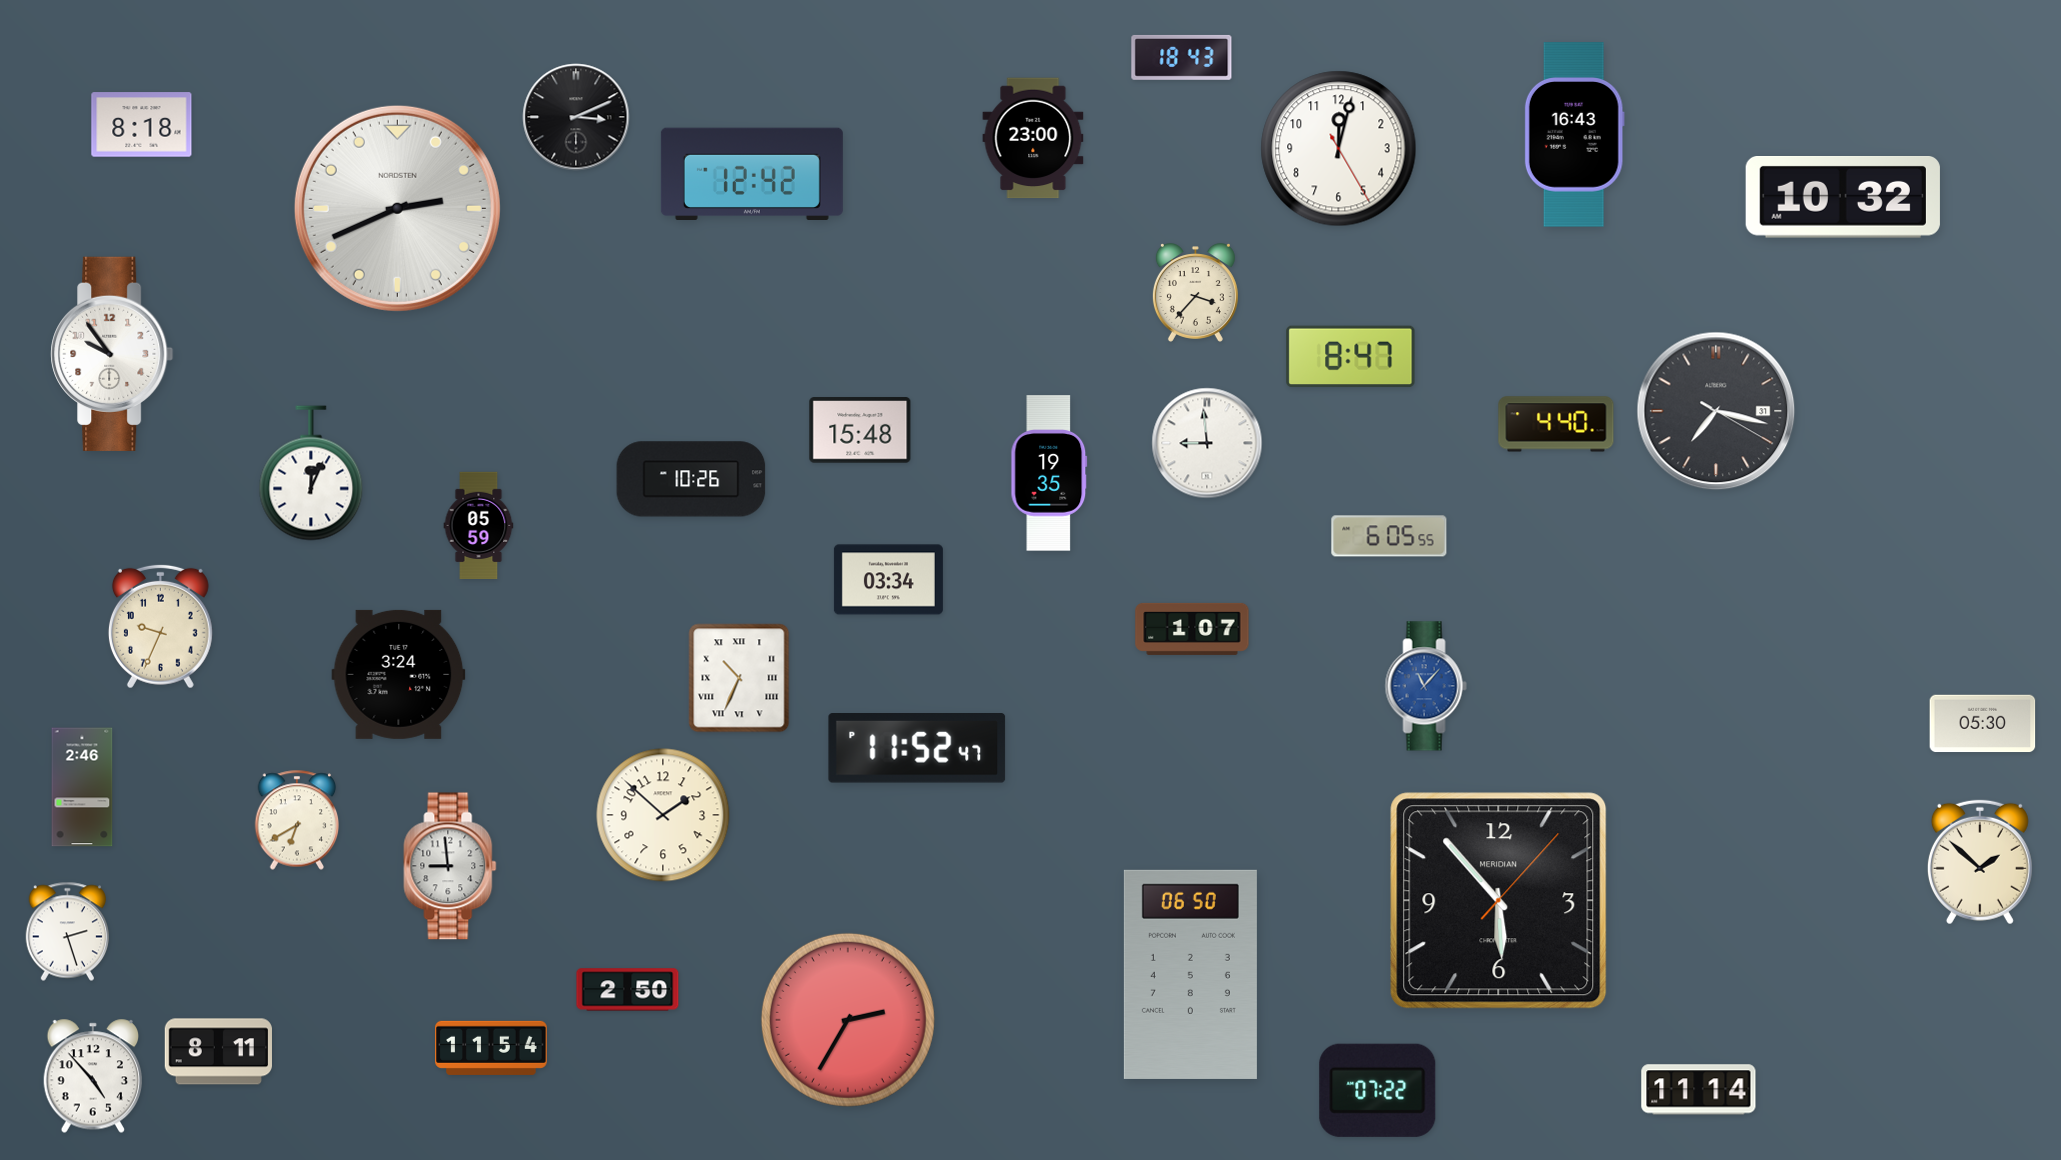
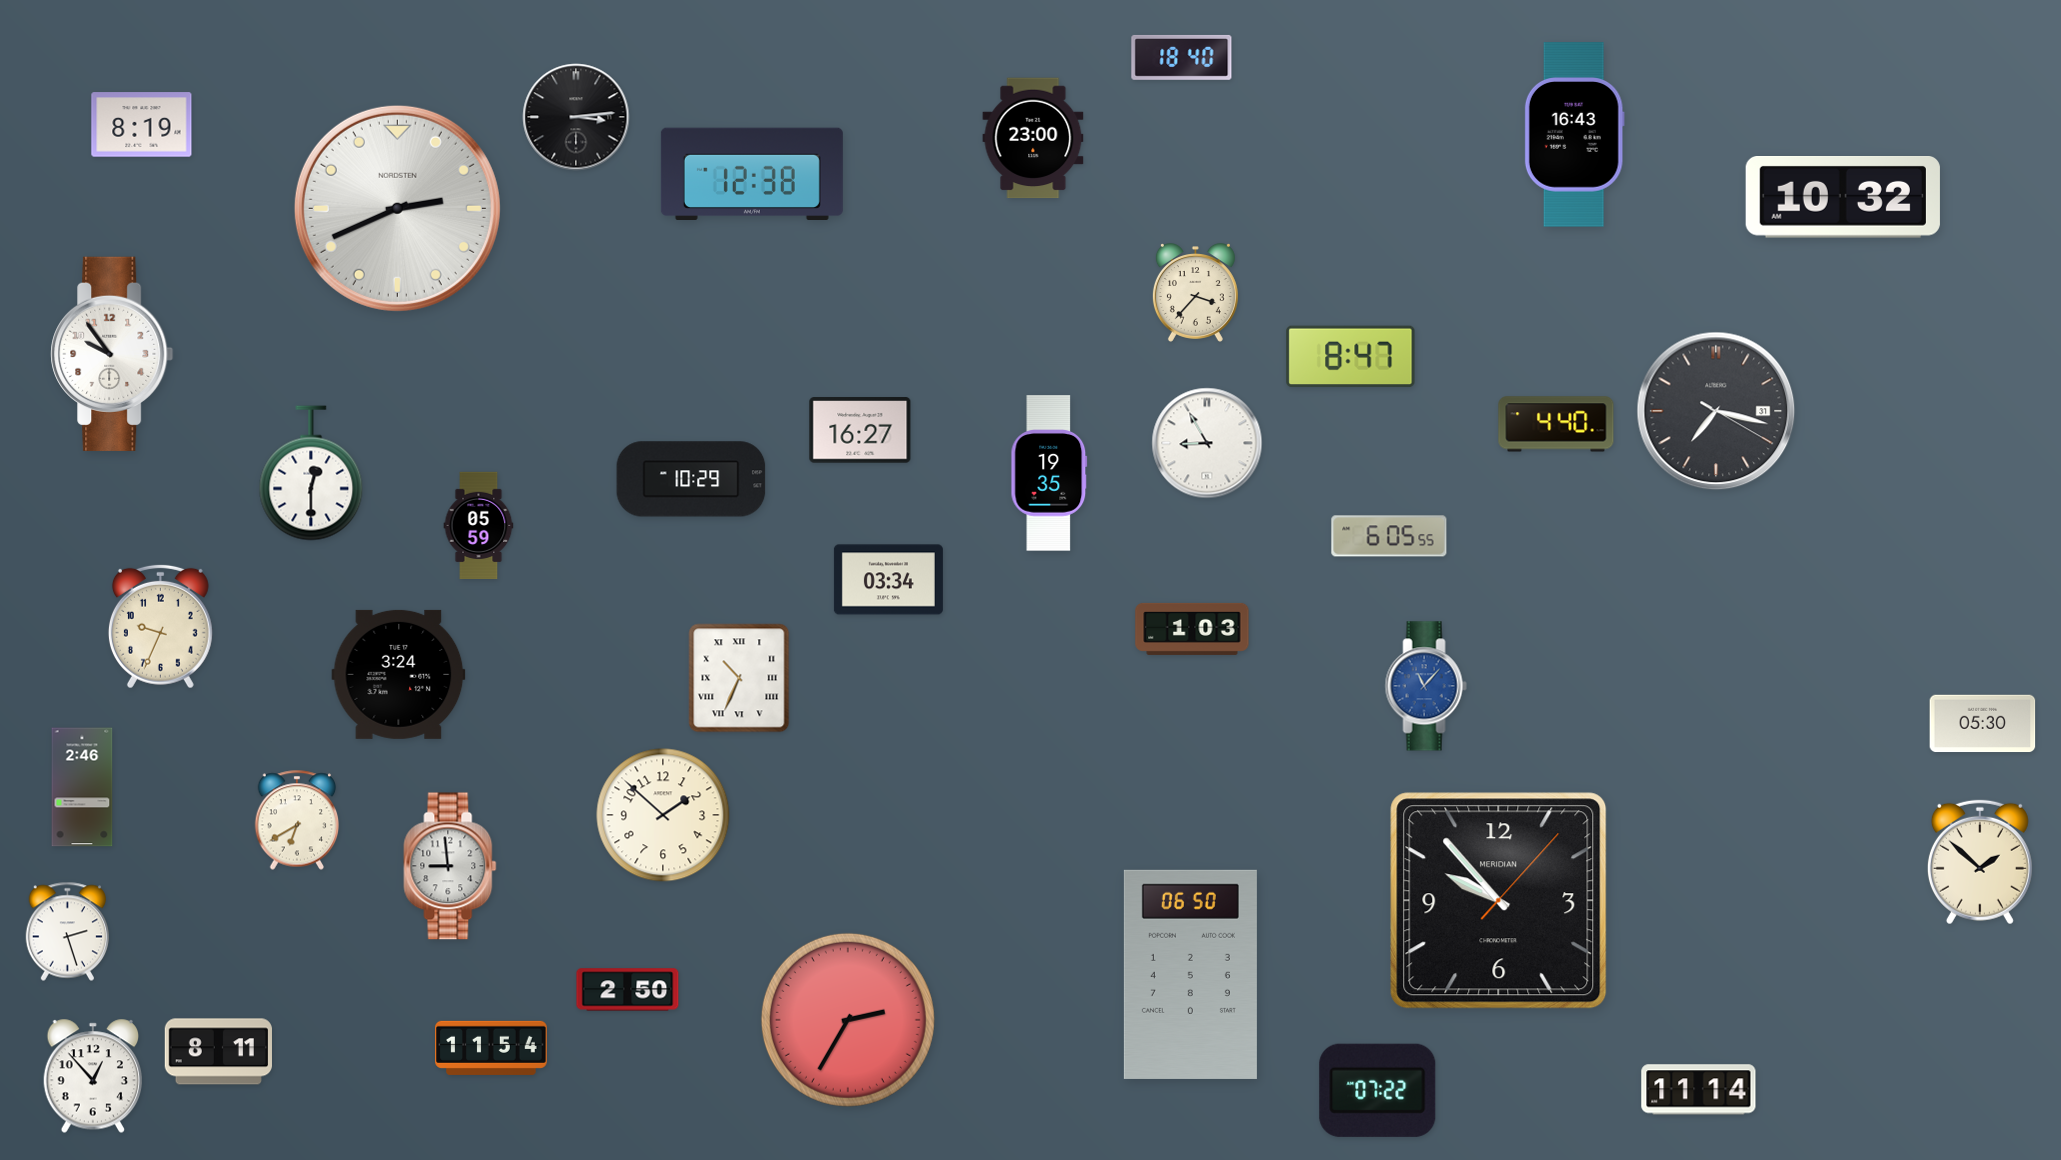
clock at (1182, 57): 18:43 -> 18:40
clock at (576, 117): 3:11 -> 3:14
clock at (142, 125): 8:18 -> 8:19
clock at (1339, 149): 12:02 -> none
clock at (752, 173): 12:42 -> 12:38
clock at (860, 430): 15:48 -> 16:27
clock at (1207, 443): 8:59 -> 8:55
clock at (311, 473): 12:04 -> 12:30
clock at (691, 479): 10:26 -> 10:29
clock at (1192, 629): 1:07 -> 1:03
clock at (917, 749): 11:52 -> none
clock at (1499, 901): 5:53 -> 9:53
clock at (92, 1076): 4:53 -> 12:53
